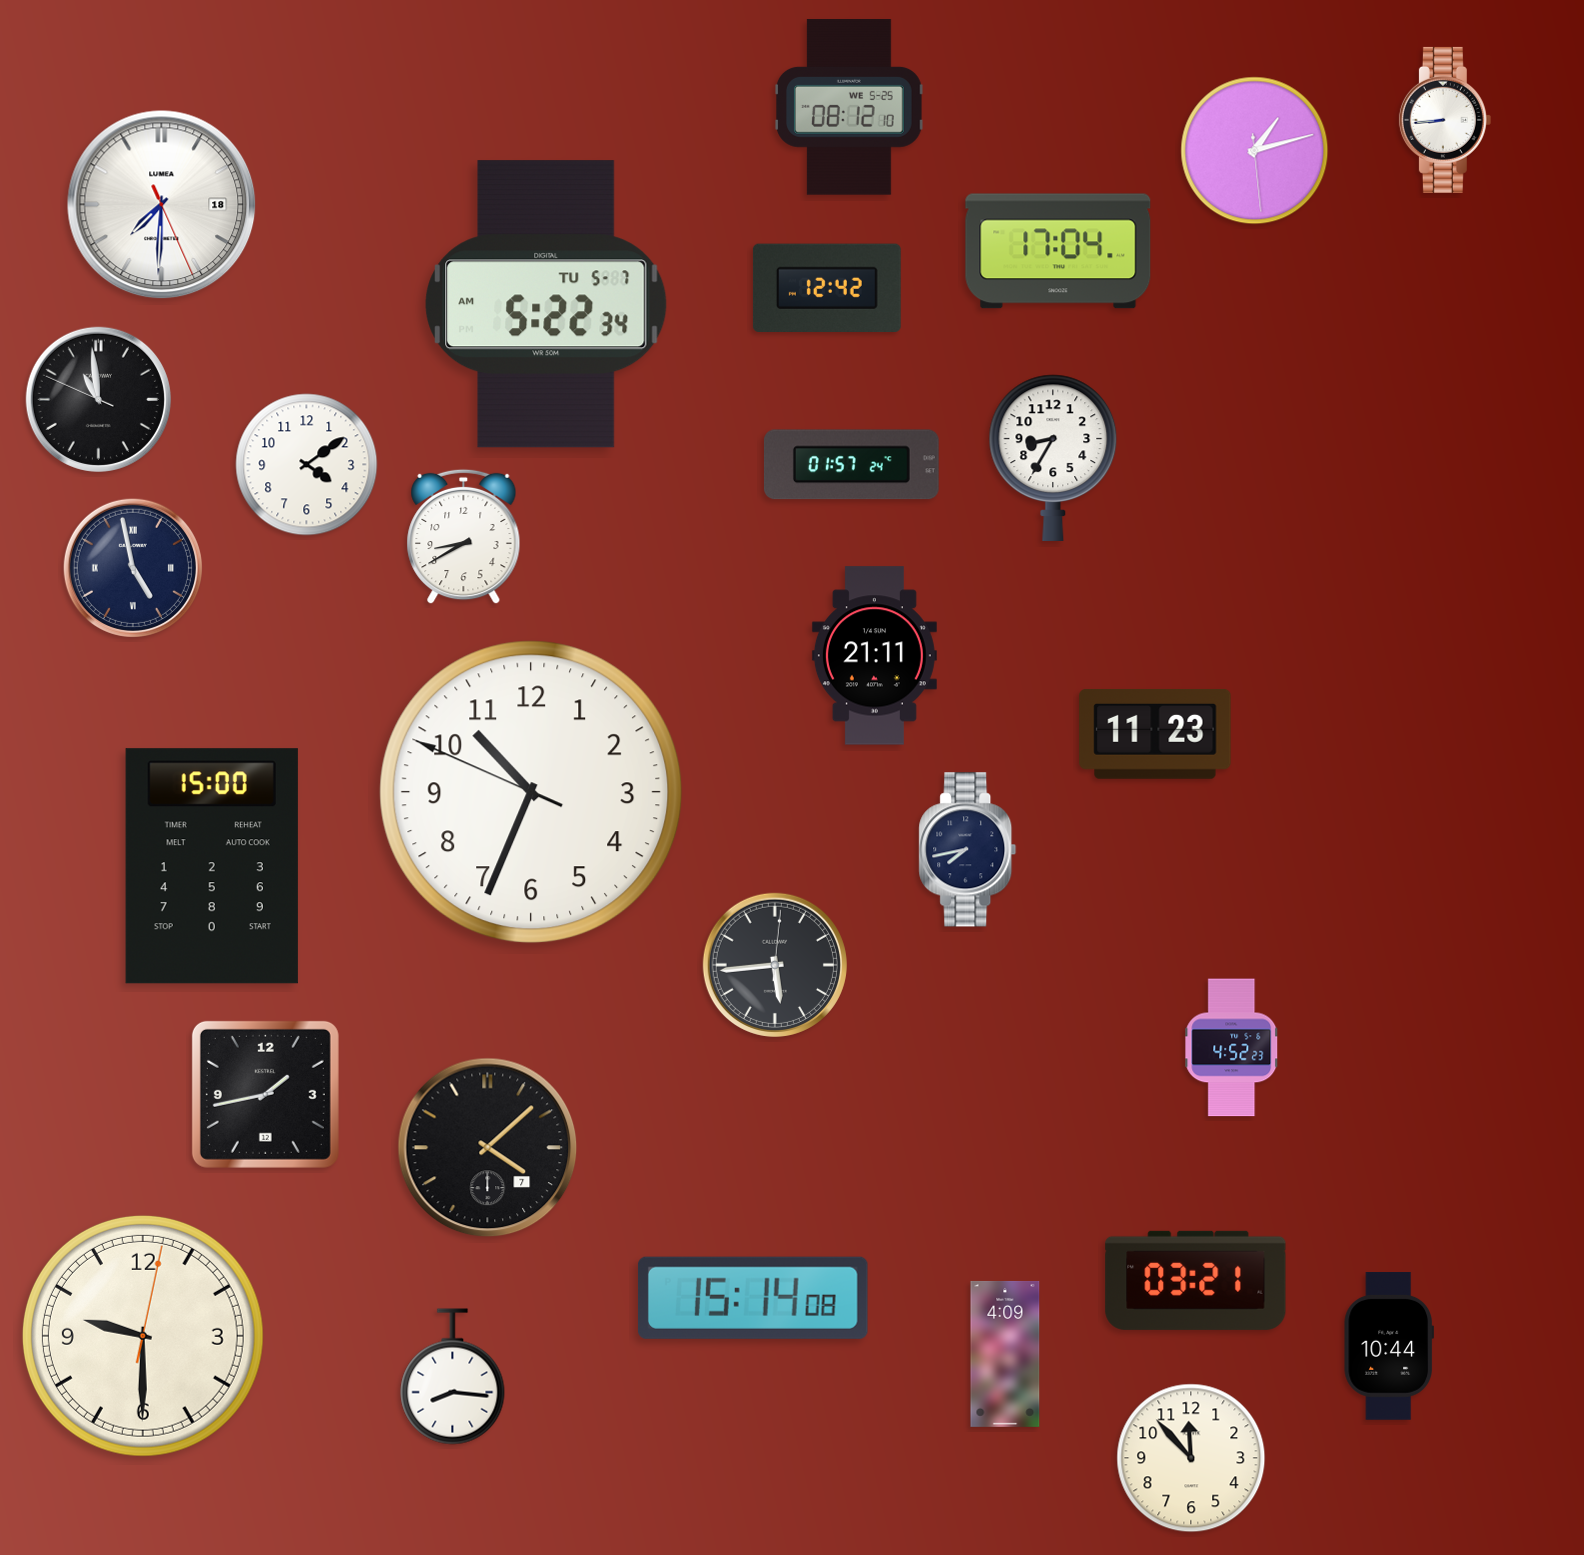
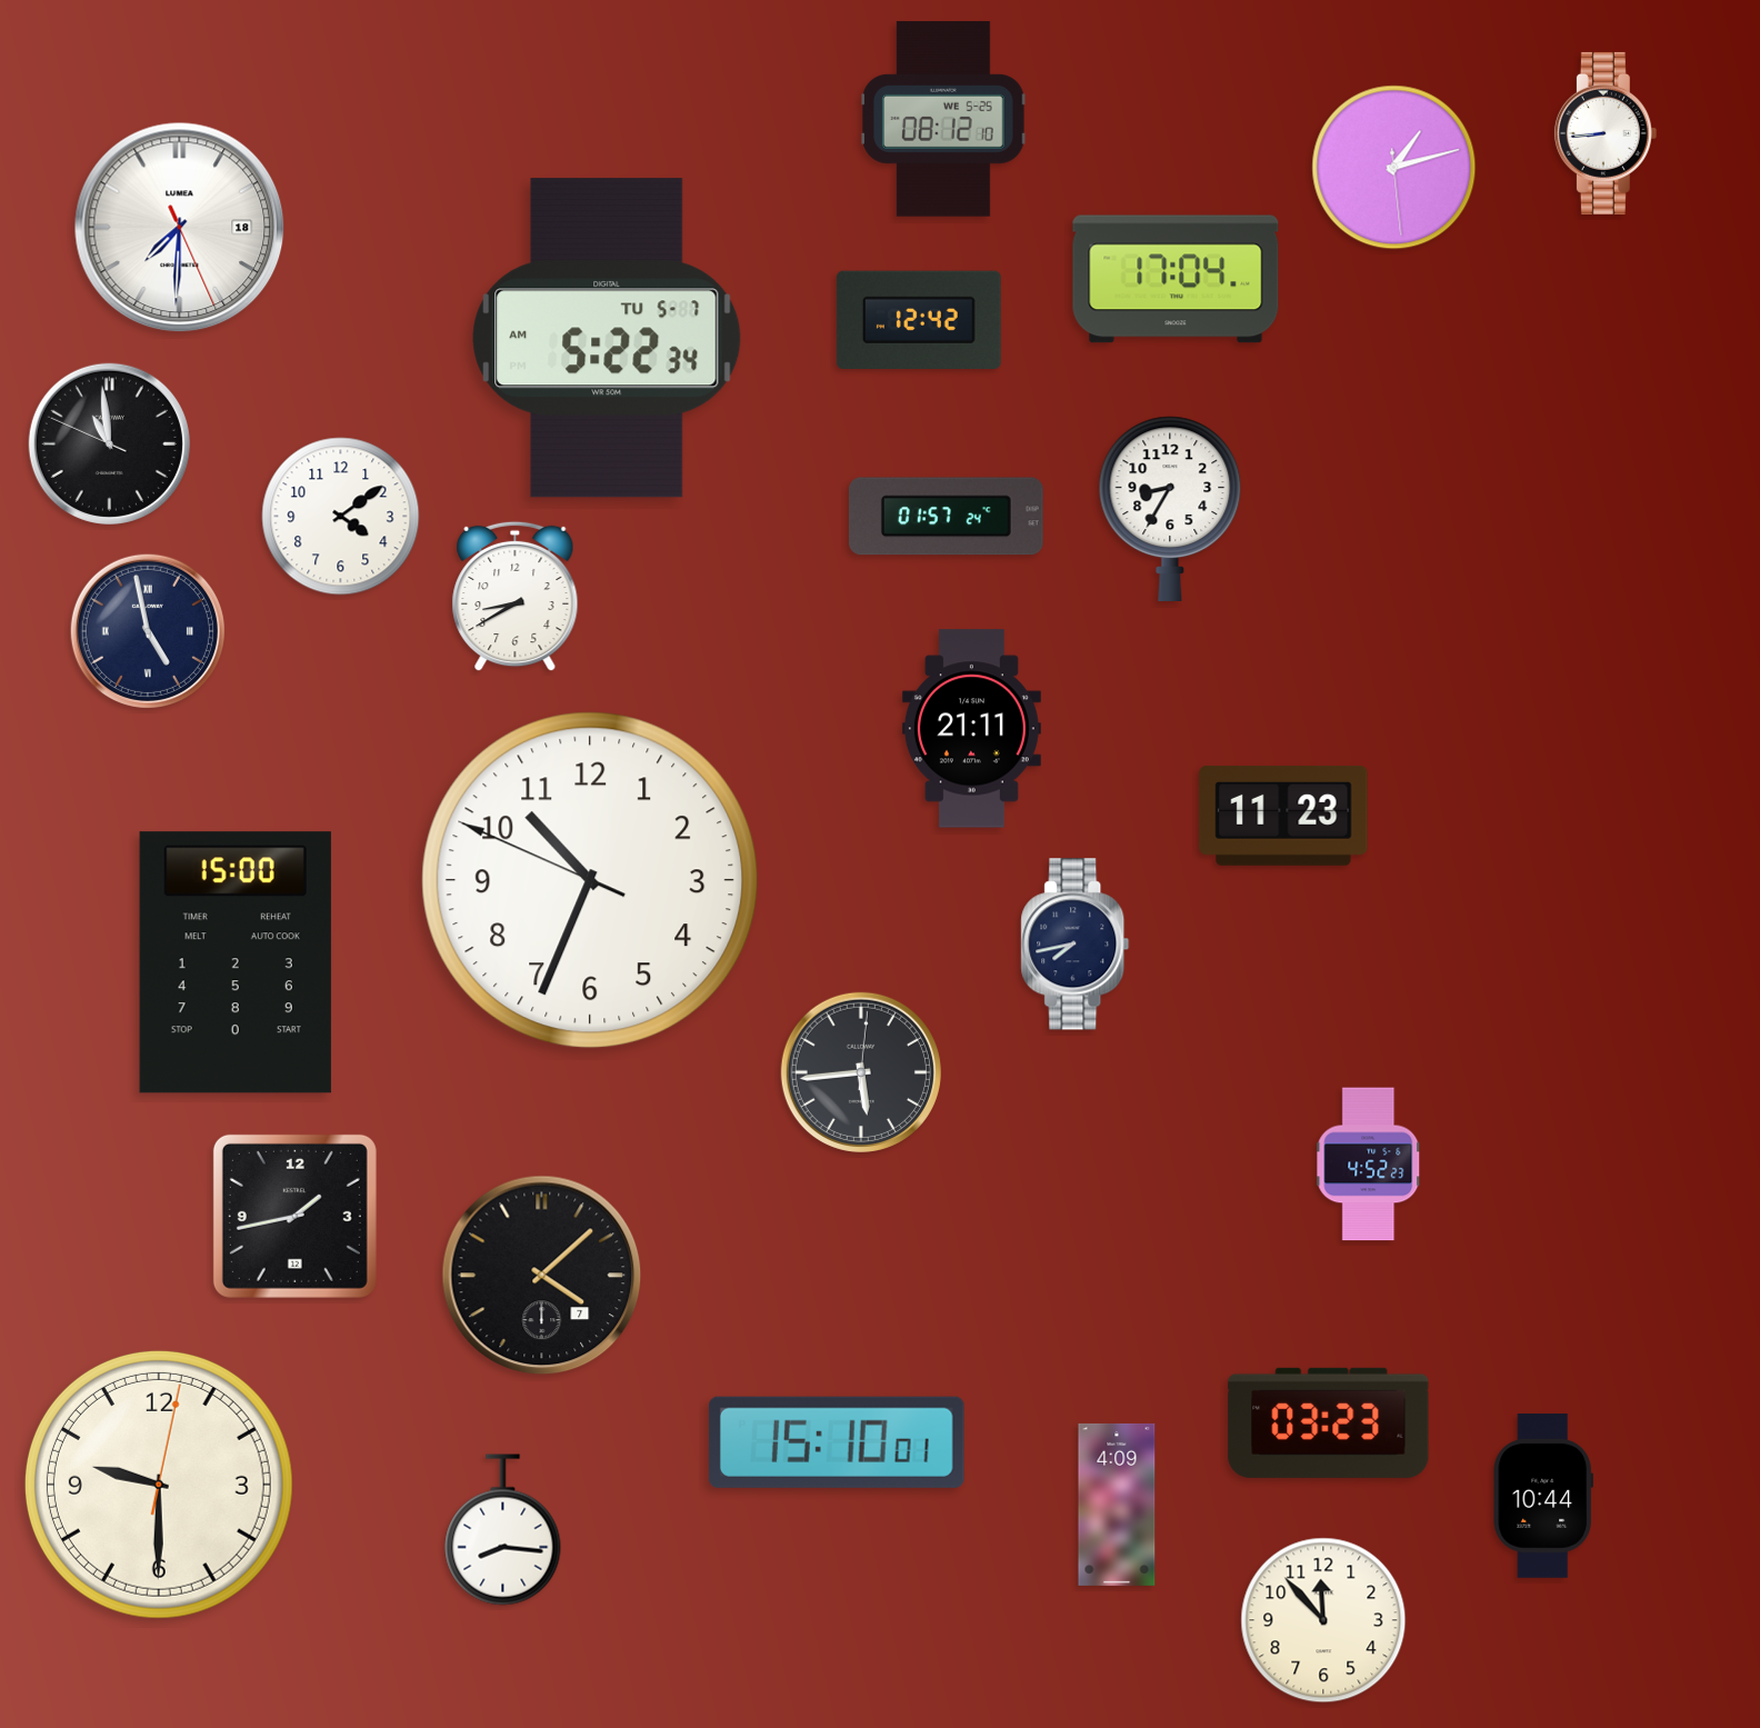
clock at (1196, 1280): 03:21 -> 03:23
clock at (753, 1298): 15:14 -> 15:10
